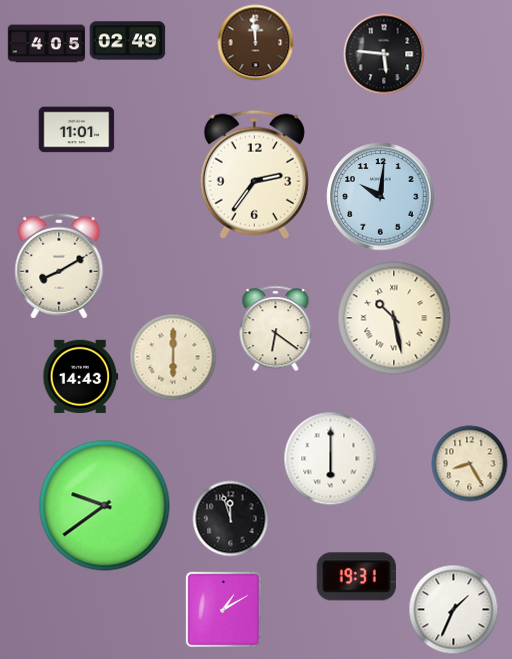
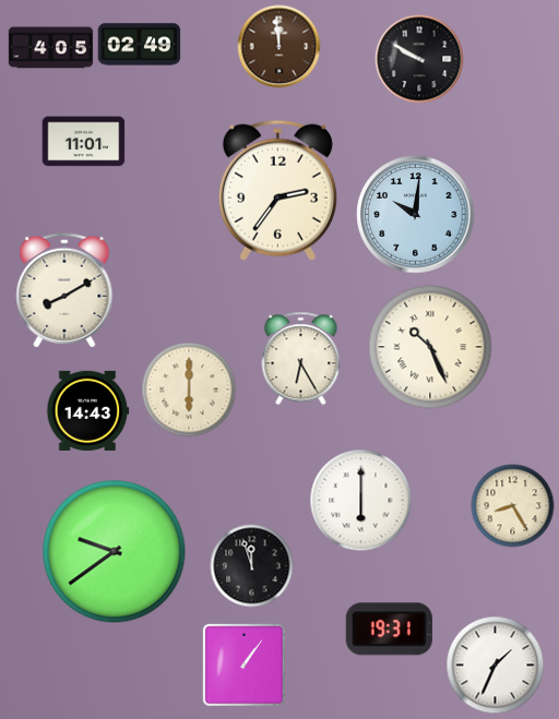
clock at (384, 54): 5:46 -> 9:50
clock at (394, 318): 10:28 -> 10:26
clock at (276, 329): 6:21 -> 6:25
clock at (223, 609): 1:10 -> 1:06
